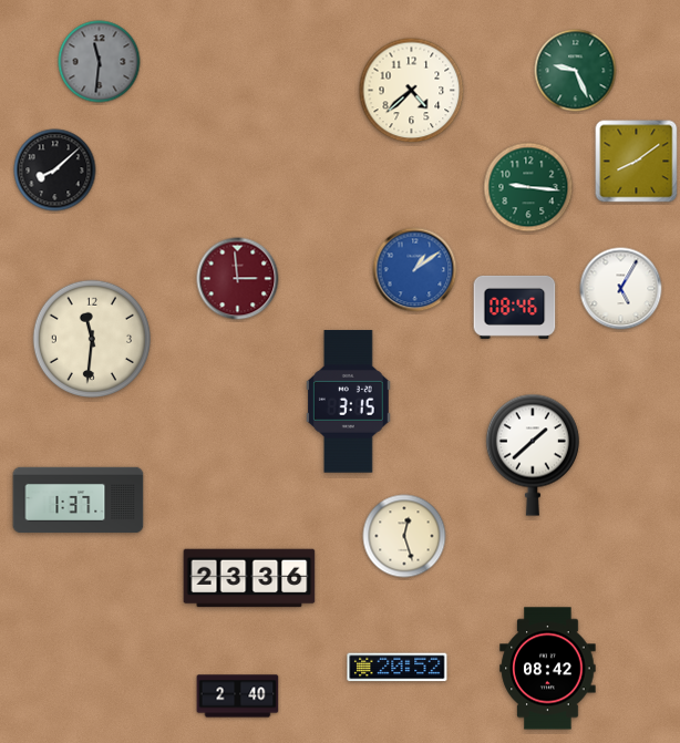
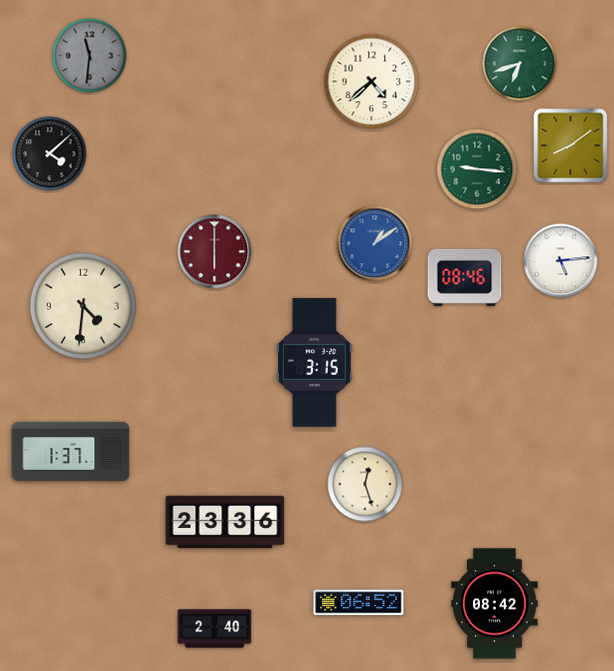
clock at (576, 71): 9:26 -> 6:42
clock at (637, 162) position: (637, 162) -> (571, 146)
clock at (55, 171): 8:08 -> 4:08
clock at (238, 279): 2:59 -> 6:00
clock at (621, 289): 5:05 -> 5:14
clock at (91, 338): 11:31 -> 4:31
clock at (533, 455): 1:38 -> none
clock at (398, 668): 20:52 -> 06:52
